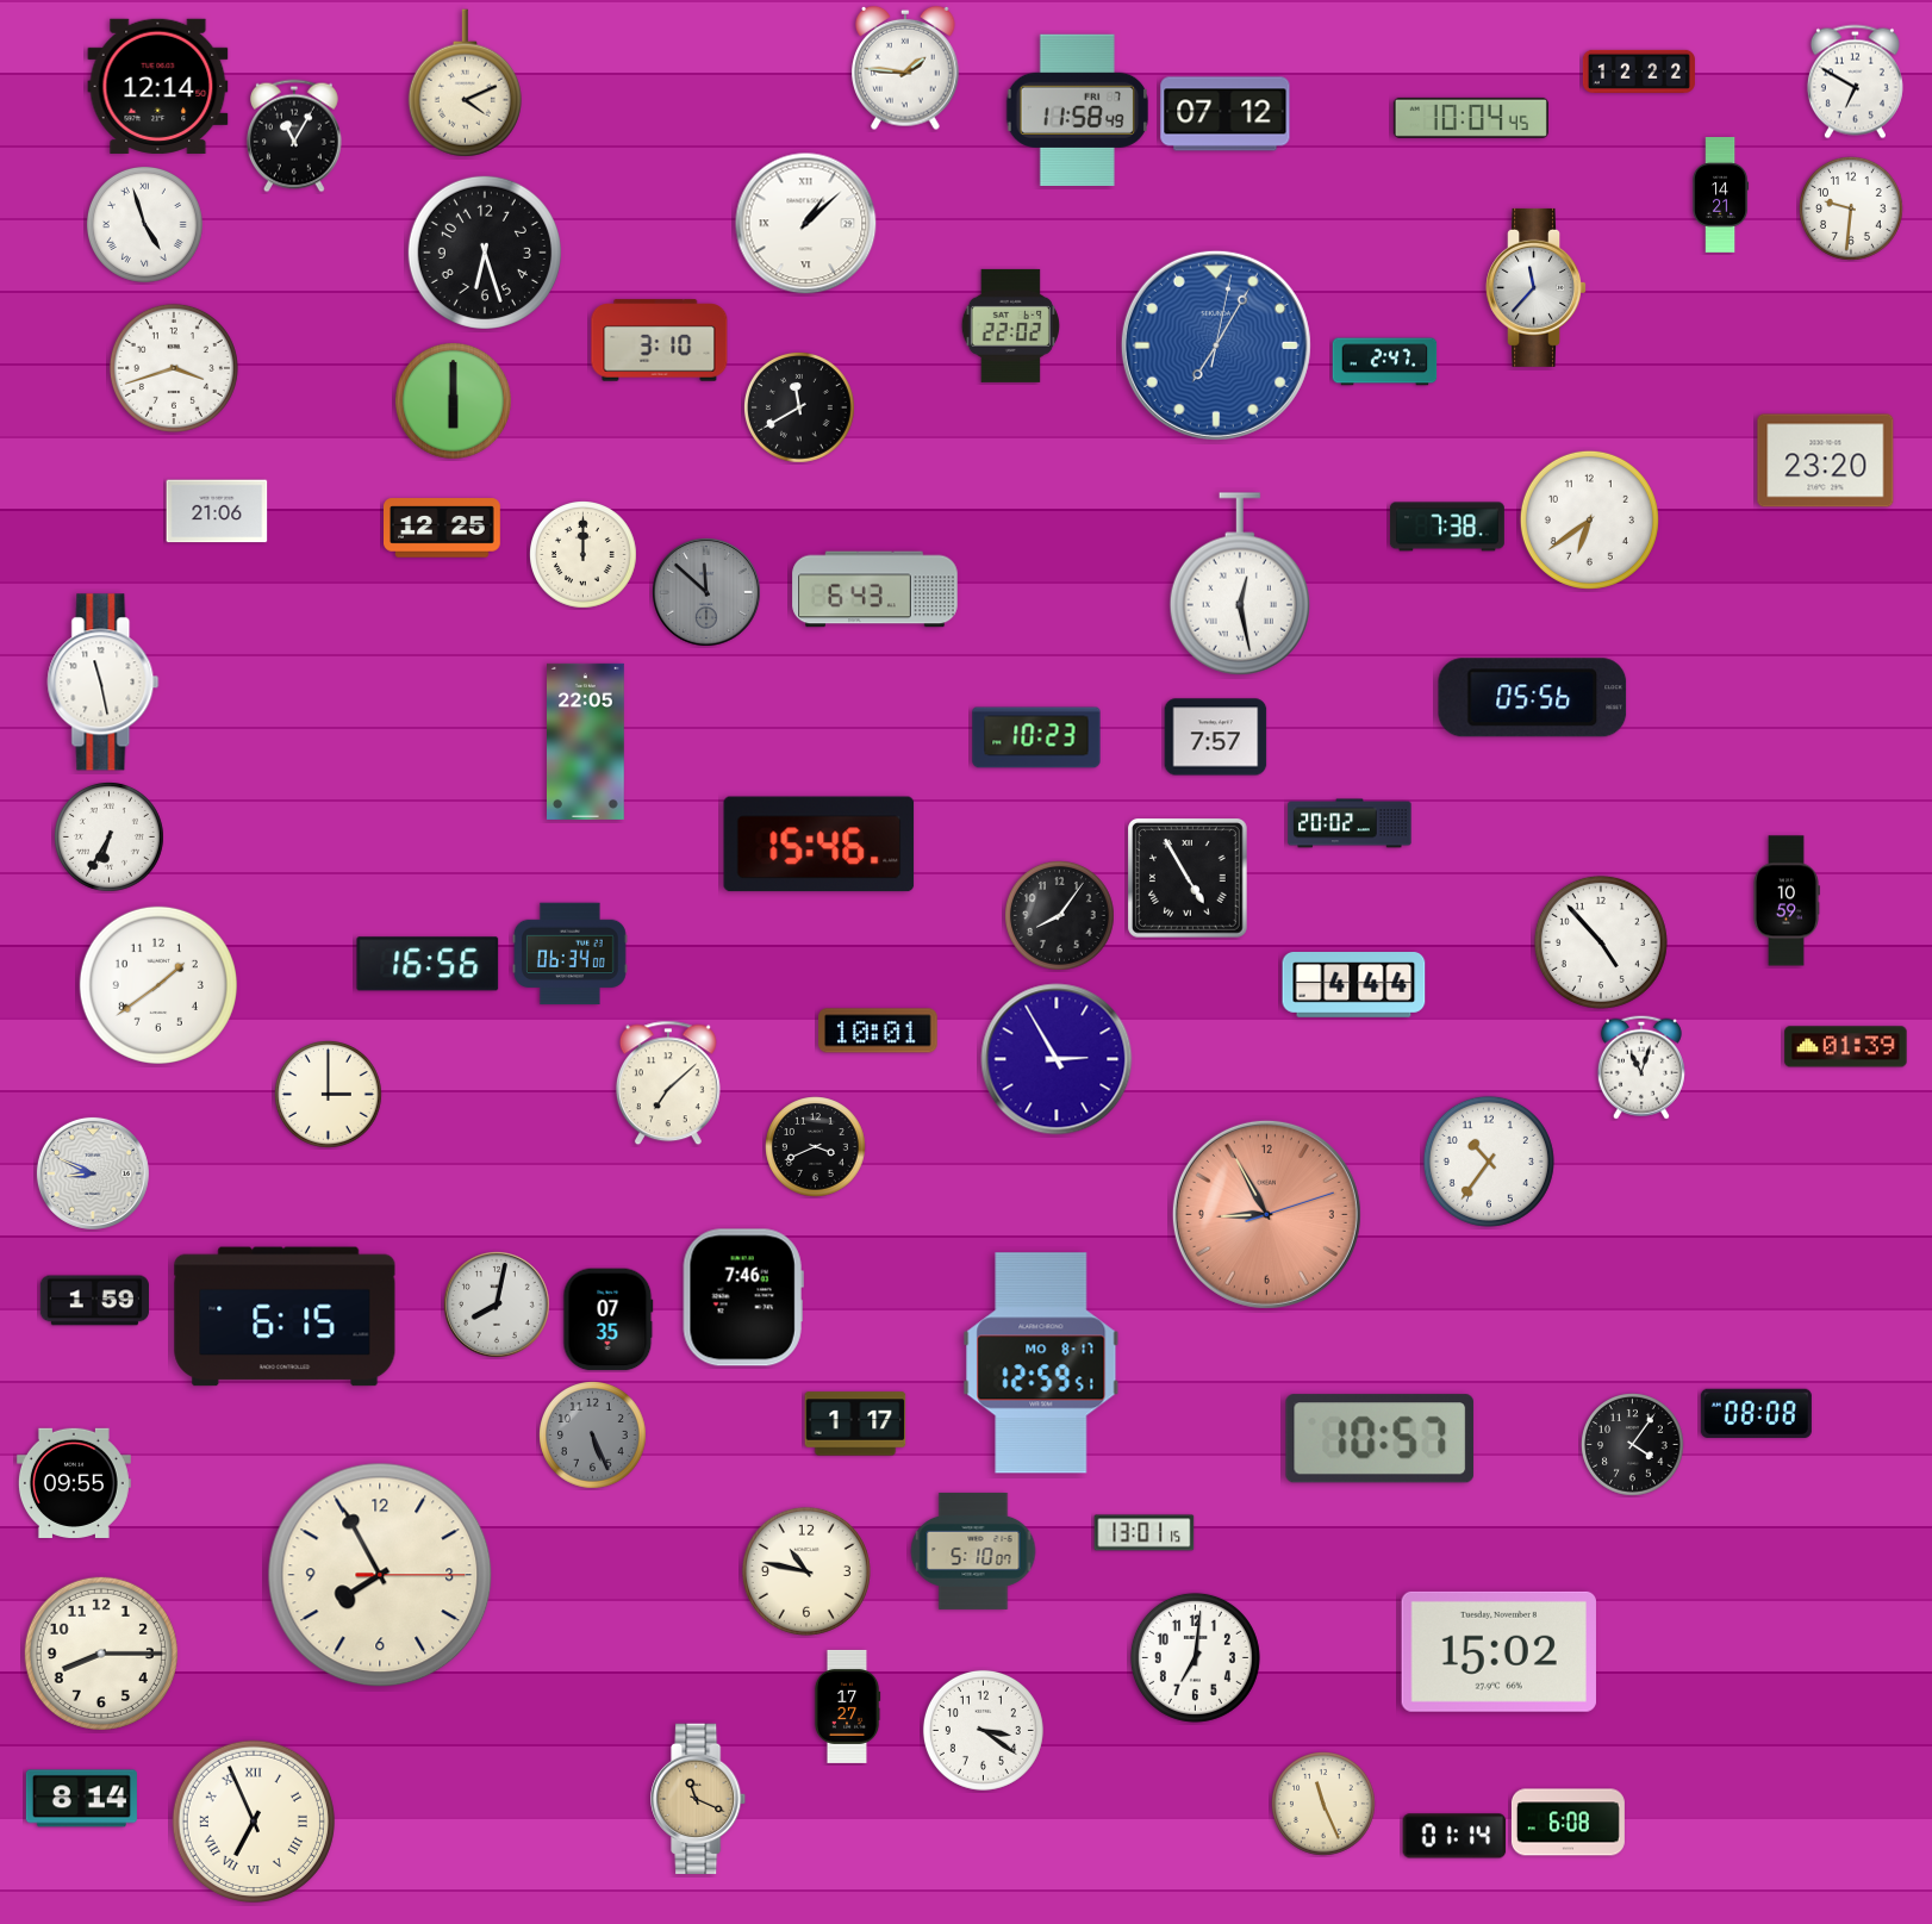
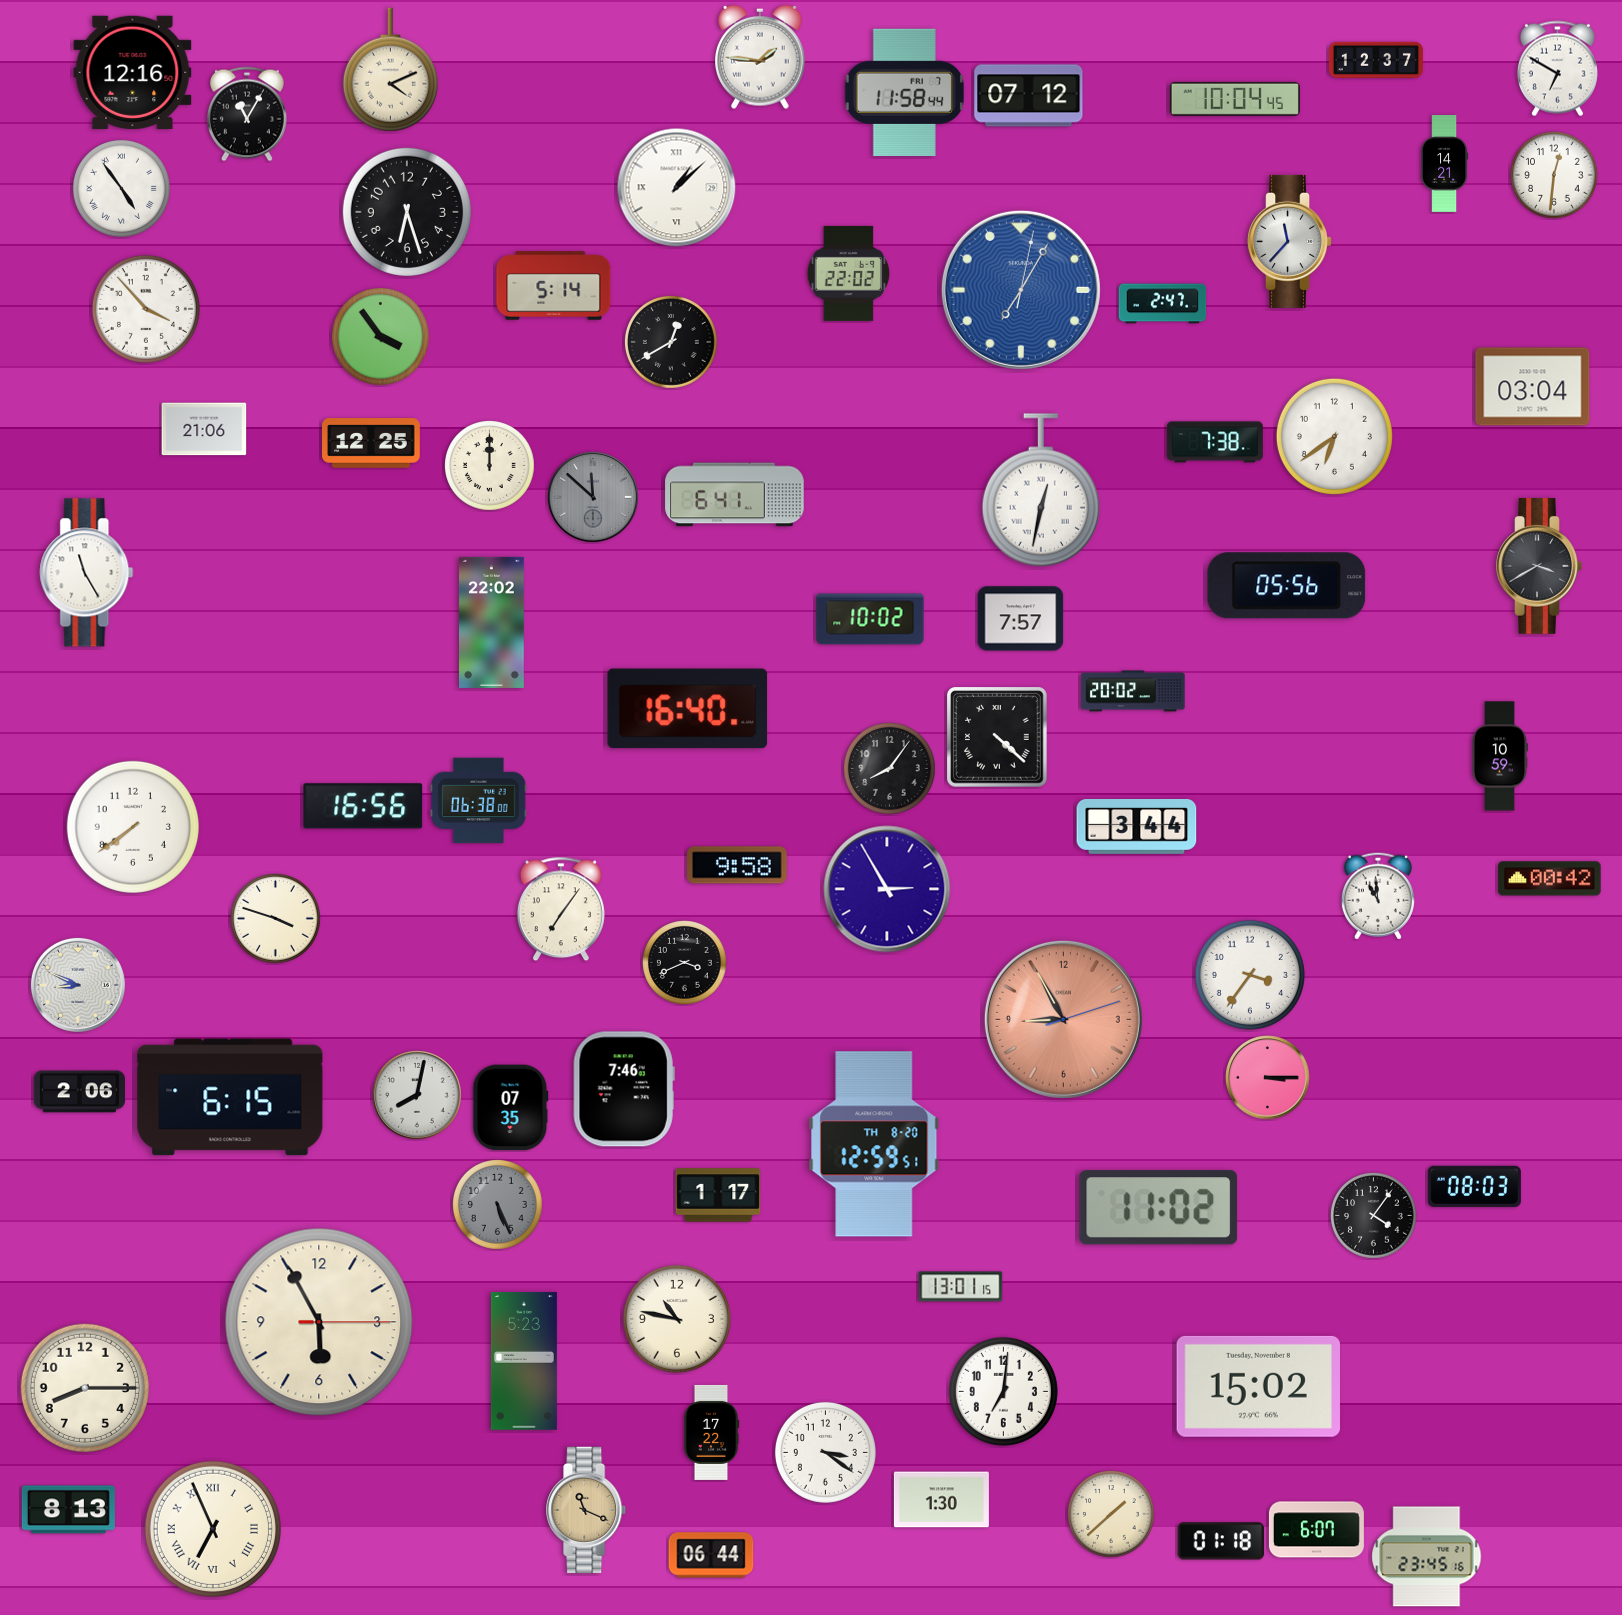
clock at (1639, 71): 12:22 -> 12:37
clock at (158, 86): 12:14 -> 12:16
clock at (1077, 110): 11:58:49 -> 11:58:44
clock at (1852, 210): 9:31 -> 12:31
clock at (144, 224): 4:57 -> 4:54
clock at (660, 341): 3:10 -> 5:14
clock at (174, 368): 3:42 -> 3:53
clock at (453, 400): 6:00 -> 3:54
clock at (799, 407): 11:40 -> 12:40
clock at (1826, 461): 23:20 -> 03:04
clock at (217, 511) position: (217, 511) -> (204, 429)
clock at (1239, 584): 12:28 -> 12:32
clock at (875, 590): 6:43 -> 6:41
clock at (1539, 566): none -> 3:40
clock at (104, 683): 11:28 -> 11:25
clock at (1036, 737): 10:23 -> 10:02
clock at (586, 741): 22:05 -> 22:02
clock at (110, 838): 6:35 -> none
clock at (819, 845): 15:46 -> 16:40
clock at (1189, 879): 4:55 -> 4:22
clock at (1601, 942): 4:53 -> none
clock at (569, 954): 06:34 -> 06:38
clock at (428, 964) position: (428, 964) -> (363, 806)
clock at (158, 985): 1:39 -> 7:39
clock at (1354, 985): 4:44 -> 3:44
clock at (878, 1031): 10:01 -> 9:58
clock at (1846, 1047): 01:39 -> 00:42
clock at (1641, 1067): 11:03 -> 10:59
clock at (668, 1083): 7:08 -> 7:06
clock at (329, 1095): 3:00 -> 3:48
clock at (1489, 1162): 10:36 -> 3:36
clock at (1268, 1078): none -> 3:15
clock at (94, 1301): 1:59 -> 2:06
clock at (285, 1316) position: (285, 1316) -> (230, 1097)
clock at (1041, 1363) date: MO 8-17 -> TH 8-20
clock at (1756, 1413): 08:08 -> 08:03
clock at (1381, 1439): 10:57 -> 11:02
clock at (1633, 1445) position: (1633, 1445) -> (1374, 1216)
clock at (74, 1483): 09:55 -> none
clock at (973, 1551): 5:10 -> none
clock at (380, 1575): 7:55 -> 5:55
clock at (524, 1361): none -> 5:23
clock at (847, 1706): 17:27 -> 17:22
clock at (941, 1500): none -> 1:30
clock at (81, 1799): 8:14 -> 8:13
clock at (1325, 1805): 11:26 -> 1:38
clock at (1568, 1823): 6:08 -> 6:07
clock at (1454, 1836): 01:14 -> 01:18
clock at (711, 1555): none -> 06:44
clock at (1427, 1557): none -> 23:45
